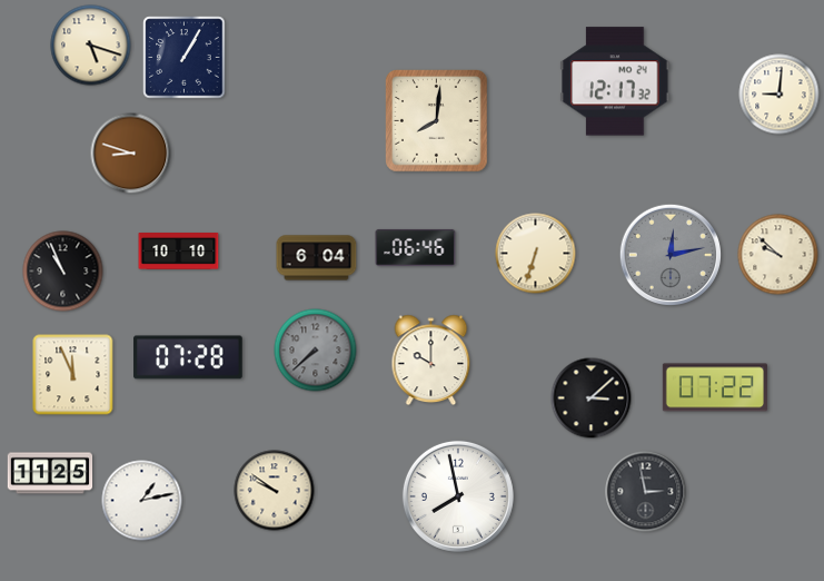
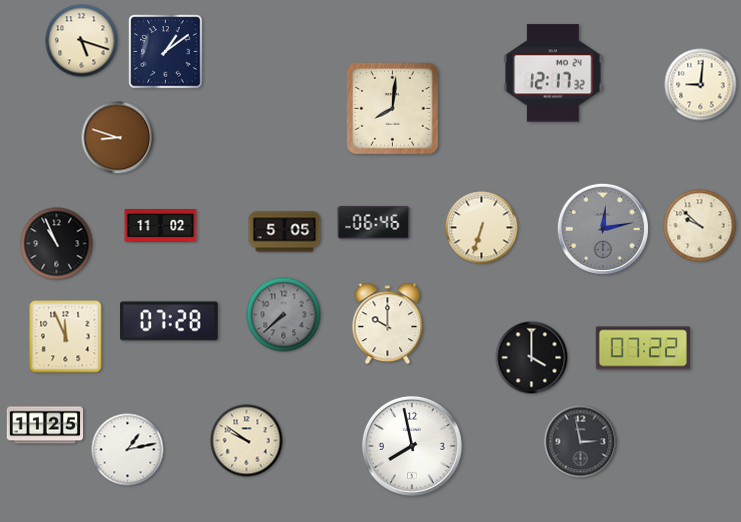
clock at (185, 58): 1:05 -> 1:09
clock at (179, 252): 10:10 -> 11:02
clock at (778, 255) position: (778, 255) -> (700, 226)
clock at (317, 258): 6:04 -> 5:05
clock at (592, 398): 3:08 -> 4:00
